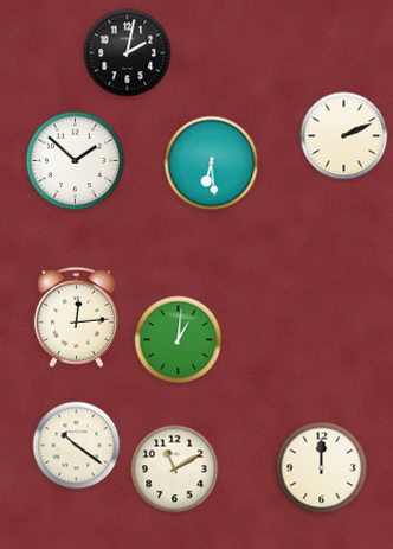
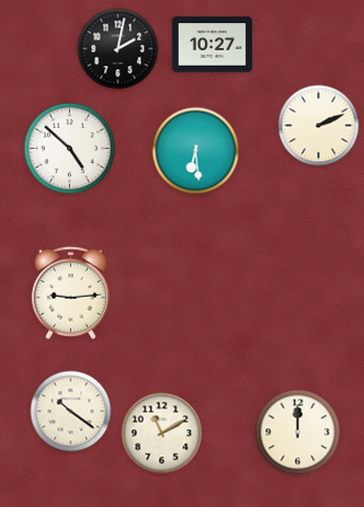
clock at (212, 45): none -> 10:27
clock at (76, 161): 1:52 -> 4:52
clock at (76, 317): 12:14 -> 9:14
clock at (179, 340): 1:01 -> none
